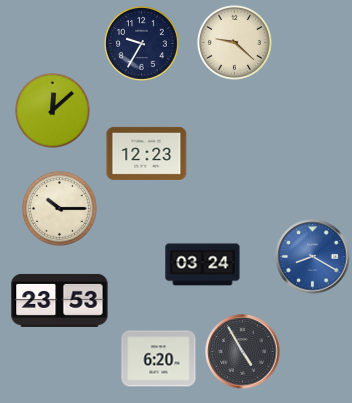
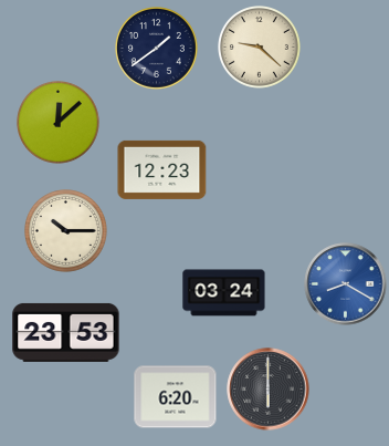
clock at (142, 44): 9:35 -> 1:39
clock at (243, 352): 4:55 -> 6:00
